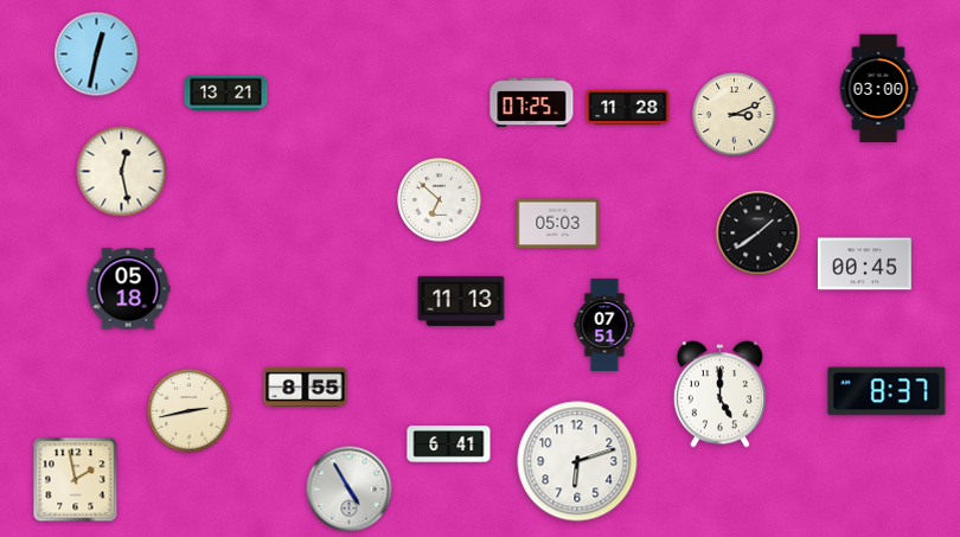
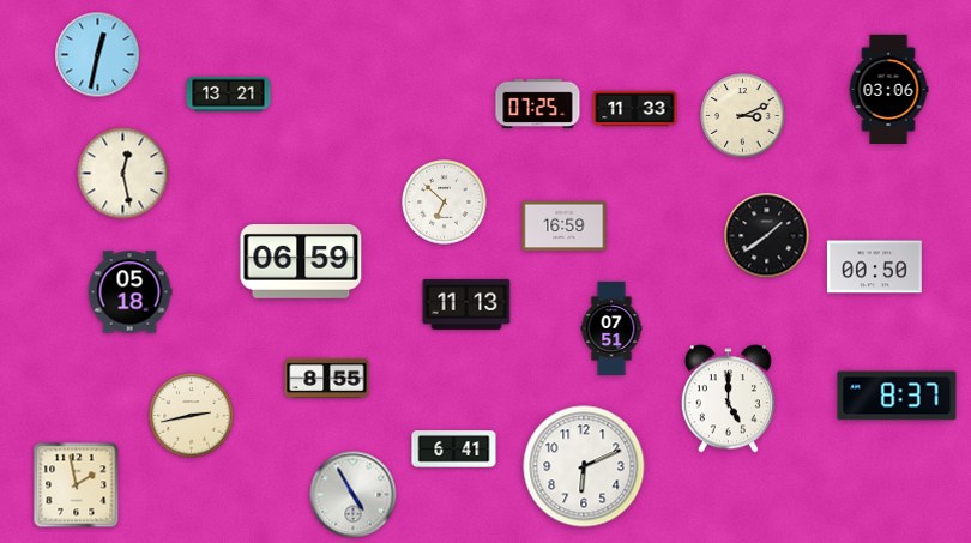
clock at (878, 88): 03:00 -> 03:06
clock at (628, 108): 11:28 -> 11:33
clock at (558, 224): 05:03 -> 16:59
clock at (301, 263): none -> 06:59
clock at (864, 264): 00:45 -> 00:50
clock at (306, 386) position: (306, 386) -> (327, 378)
clock at (577, 461): 6:12 -> 6:11
